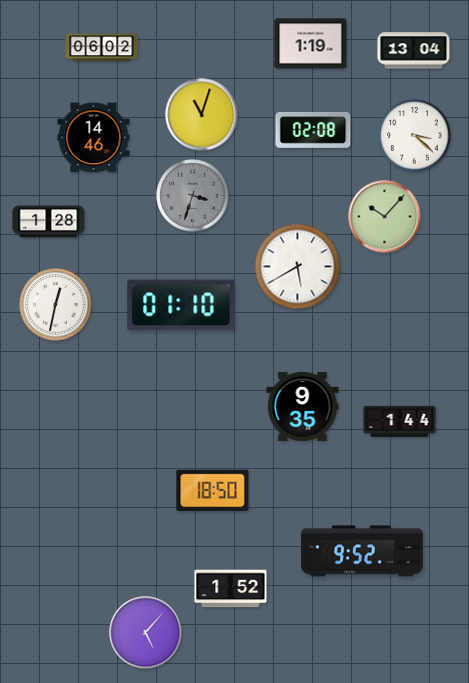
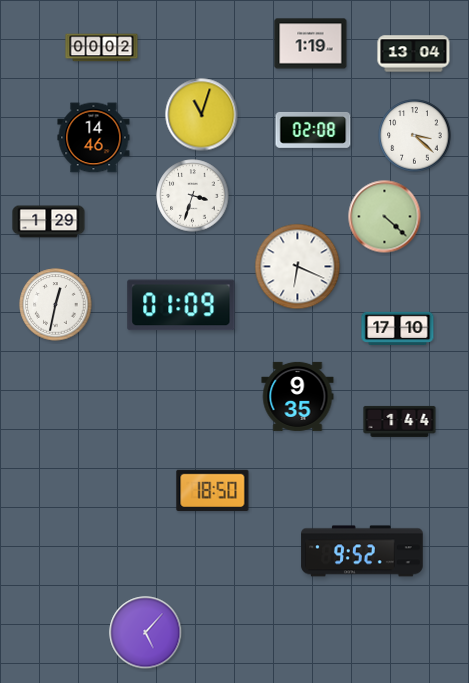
clock at (102, 48): 06:02 -> 00:02
clock at (414, 51) position: (414, 51) -> (414, 54)
clock at (193, 196) dial: grey -> white
clock at (385, 217): 10:07 -> 4:22
clock at (49, 222): 1:28 -> 1:29
clock at (298, 267): 5:40 -> 6:19
clock at (181, 305): 01:10 -> 01:09
clock at (398, 329): none -> 17:10
clock at (303, 406) position: (303, 406) -> (298, 396)
clock at (231, 589): 1:52 -> none
